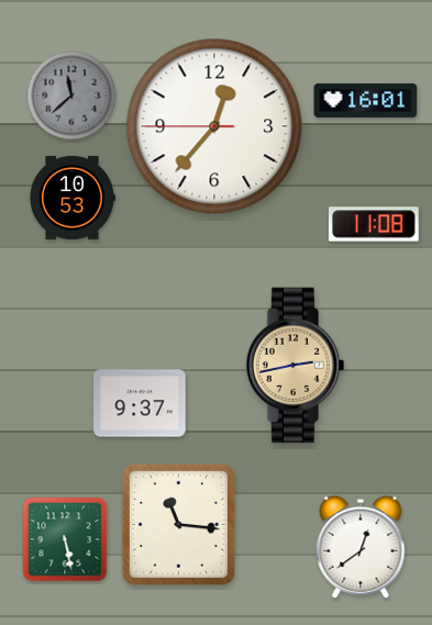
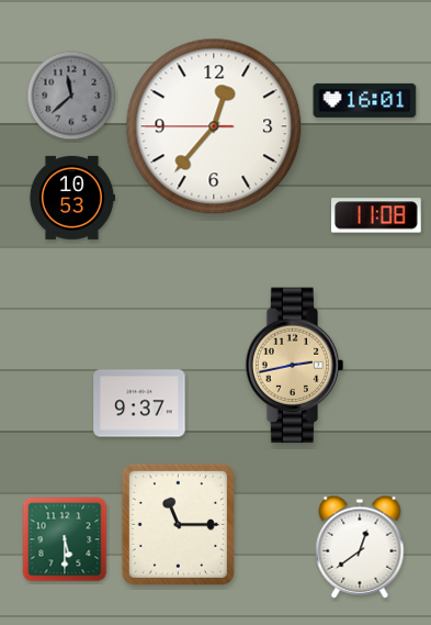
clock at (375, 224) position: (375, 224) -> (377, 215)
clock at (178, 524): 11:16 -> 11:15
clock at (65, 539): 5:28 -> 5:30
